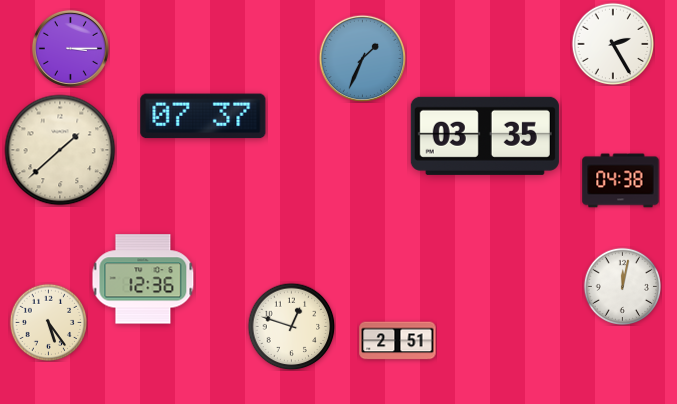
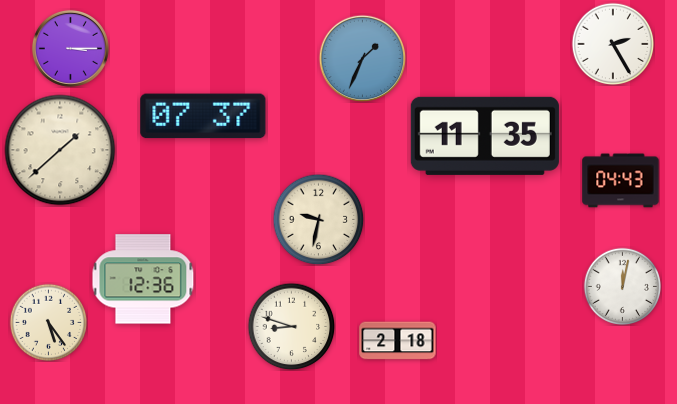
clock at (485, 136): 03:35 -> 11:35
clock at (621, 181): 04:38 -> 04:43
clock at (318, 219): none -> 9:32
clock at (291, 326): 12:48 -> 8:48
clock at (398, 341): 2:51 -> 2:18
